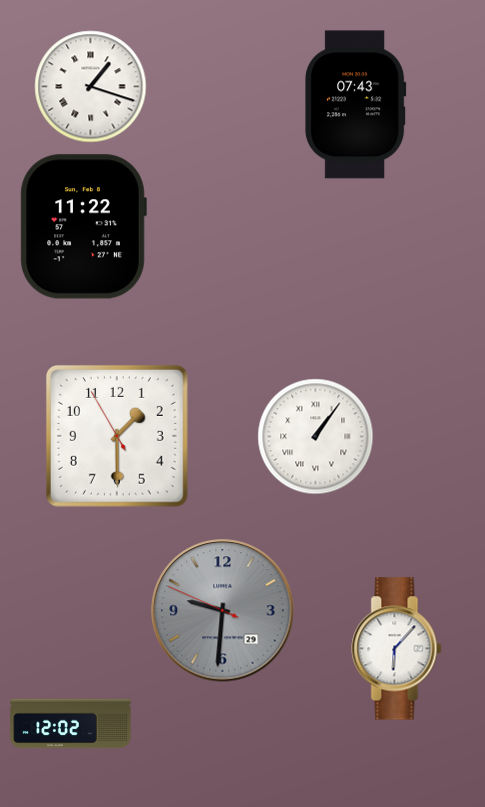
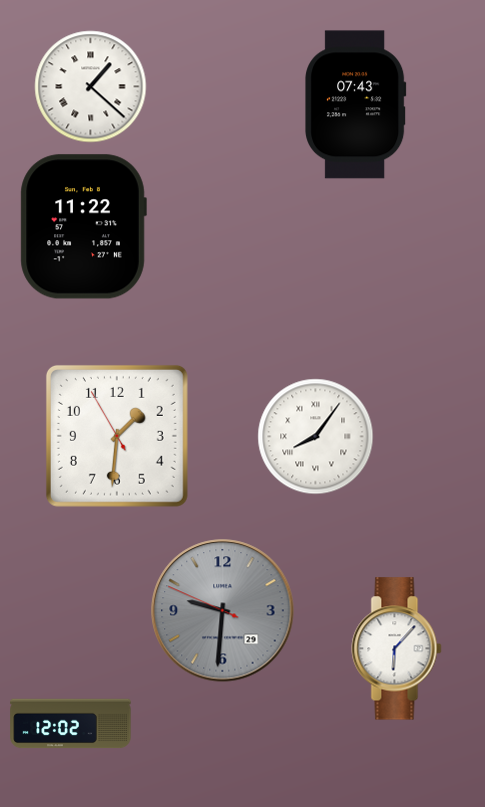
clock at (91, 87): 1:18 -> 1:22
clock at (117, 436): 1:29 -> 1:30
clock at (316, 437): 1:06 -> 8:06
